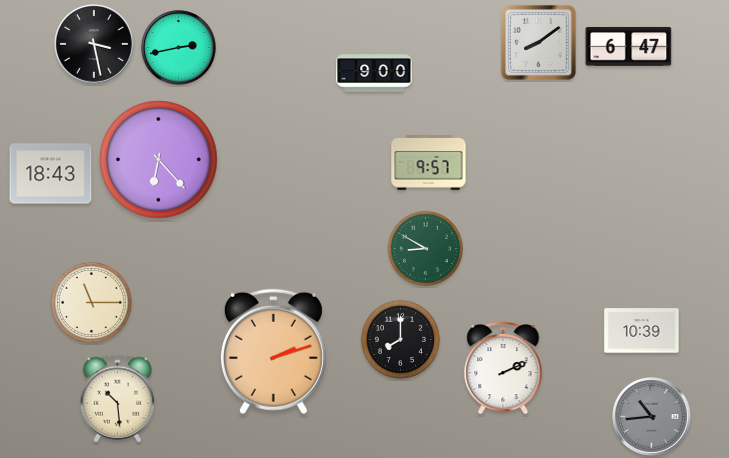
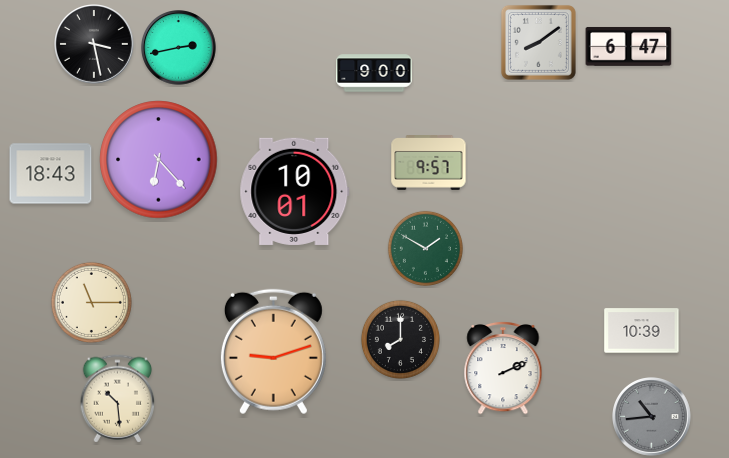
clock at (295, 191): none -> 10:01
clock at (425, 248): 8:50 -> 1:50
clock at (273, 352): 2:12 -> 9:12
